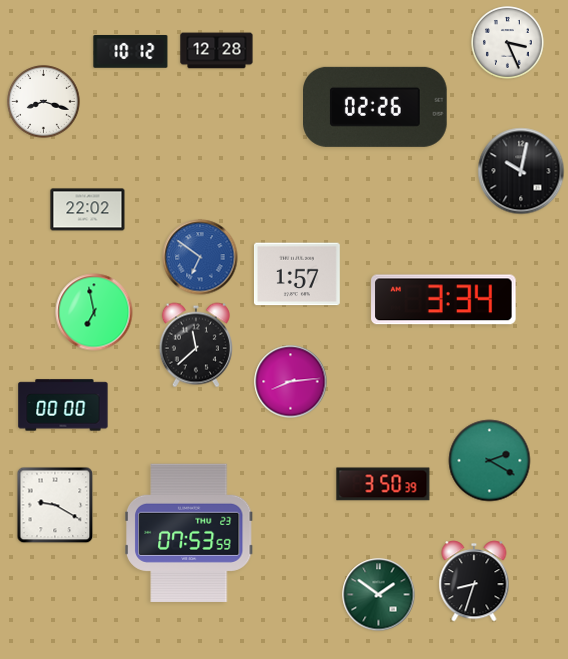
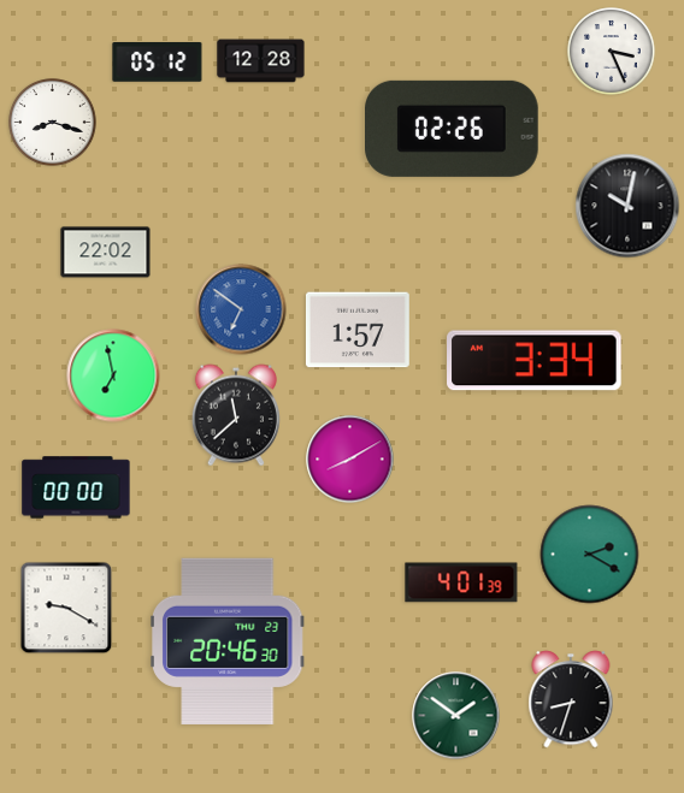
clock at (131, 52): 10:12 -> 05:12
clock at (291, 382): 8:14 -> 8:10
clock at (383, 484): 3:50 -> 4:01
clock at (190, 533): 07:53 -> 20:46
